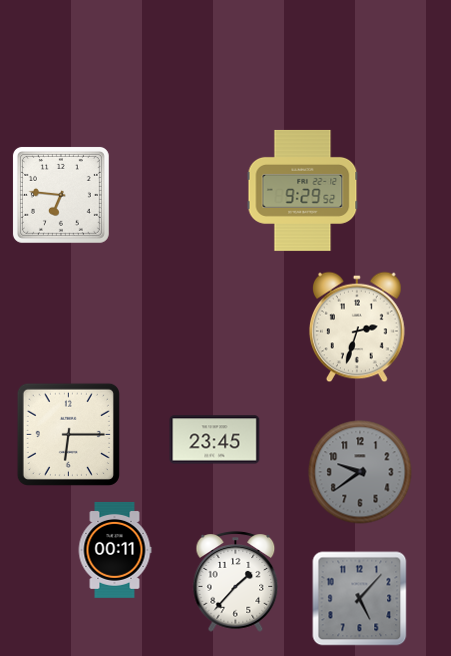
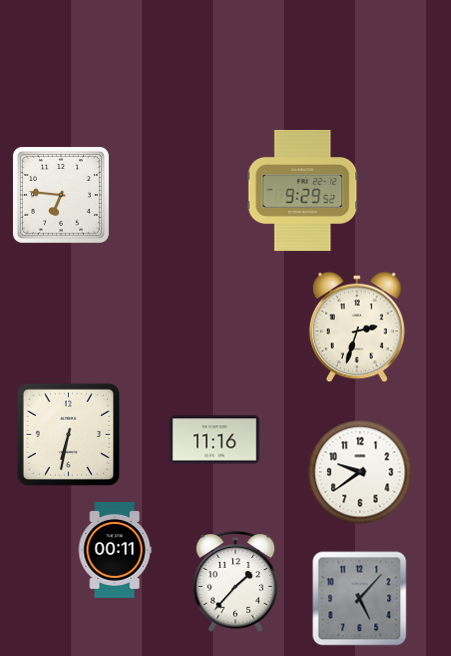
clock at (68, 434): 6:15 -> 6:32
clock at (215, 440): 23:45 -> 11:16
clock at (360, 472) dial: grey -> white
